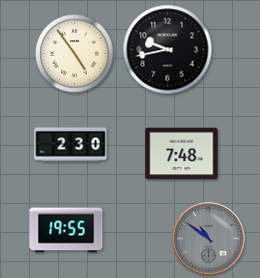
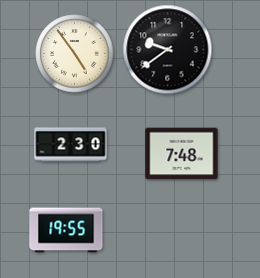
clock at (168, 50): 9:43 -> 9:39
clock at (209, 239): 10:51 -> none
